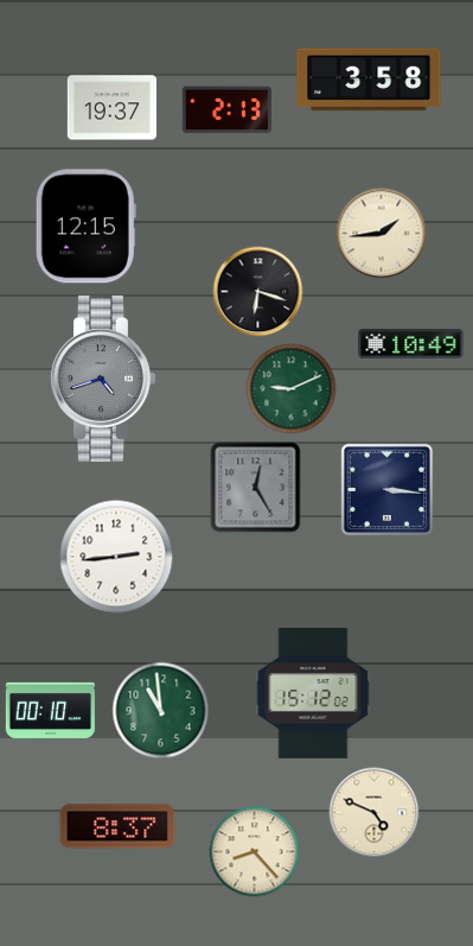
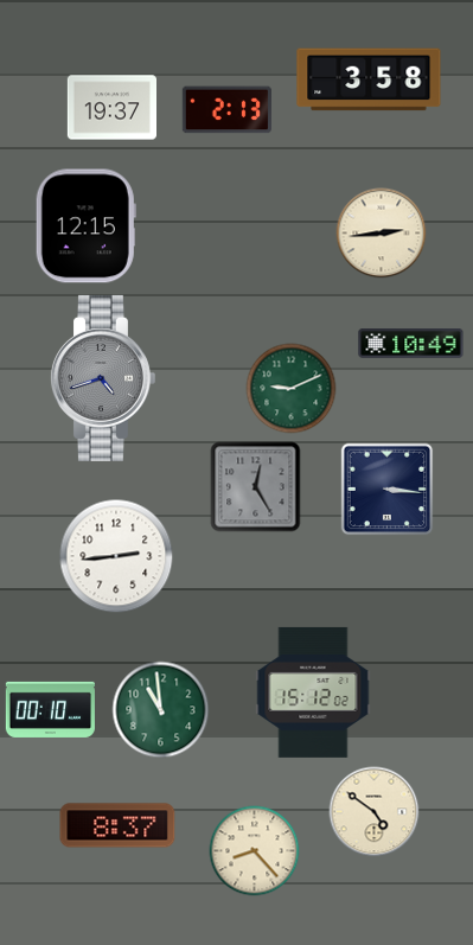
clock at (382, 234): 1:44 -> 2:44
clock at (258, 292): 6:18 -> none
clock at (375, 813): 4:49 -> 4:51
